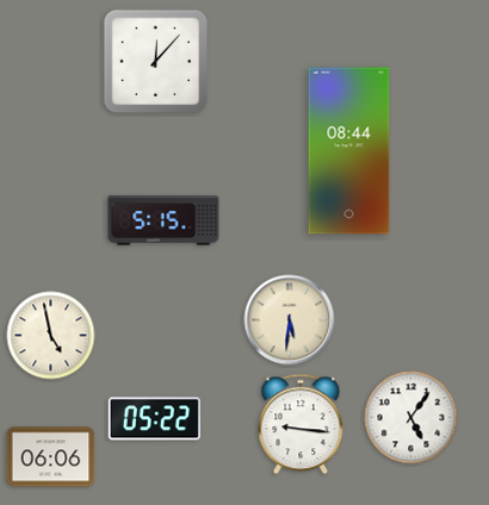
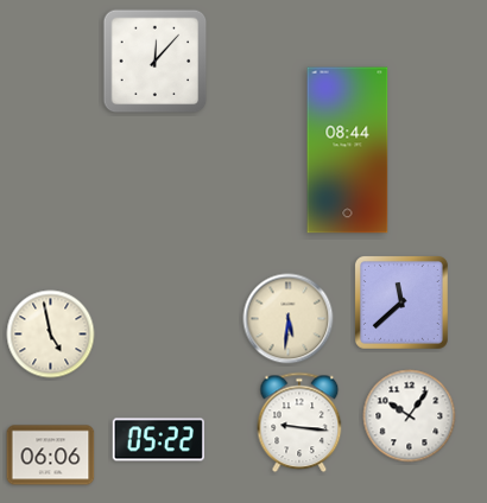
clock at (163, 220): 5:15 -> none
clock at (401, 303): none -> 11:38
clock at (411, 418): 5:06 -> 10:06
clock at (154, 419) position: (154, 419) -> (158, 440)
